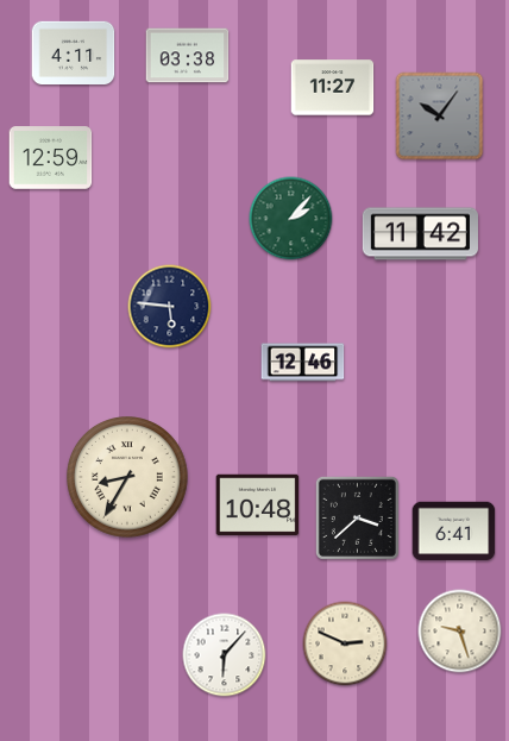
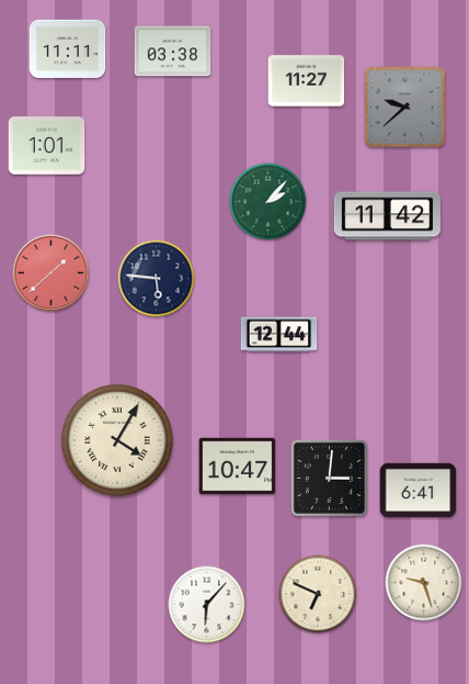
clock at (74, 52): 4:11 -> 11:11
clock at (440, 117): 10:06 -> 9:38
clock at (51, 158): 12:59 -> 1:01
clock at (52, 273): none -> 1:38
clock at (170, 307) position: (170, 307) -> (157, 279)
clock at (303, 363): 12:46 -> 12:44
clock at (128, 478): 8:35 -> 4:05
clock at (258, 505): 10:48 -> 10:47
clock at (357, 517): 3:38 -> 3:01
clock at (345, 643): 2:49 -> 6:49
